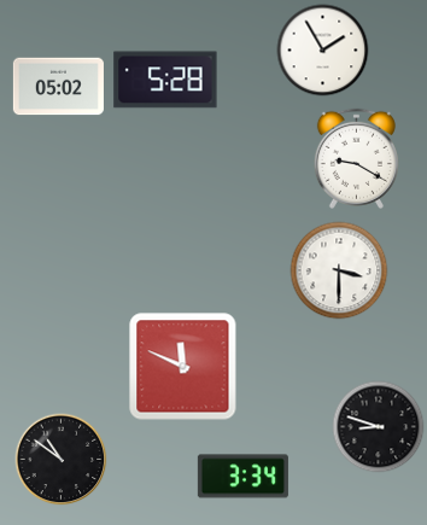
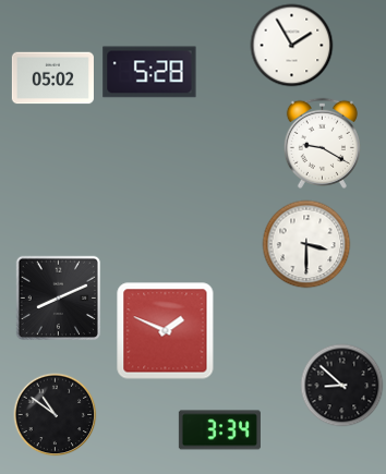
clock at (59, 299): none -> 8:11
clock at (183, 367): 11:49 -> 1:49
clock at (379, 427): 8:48 -> 8:52
